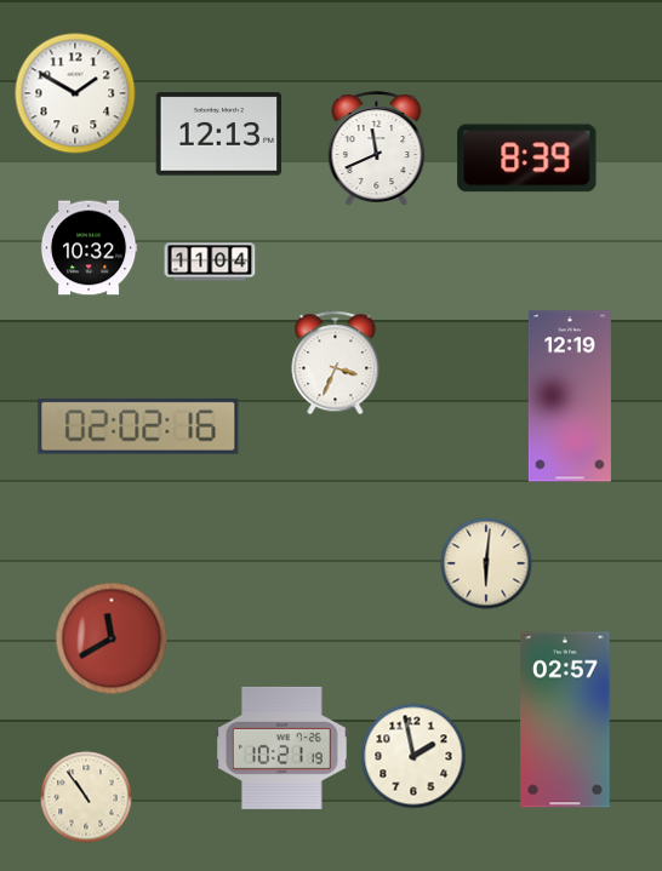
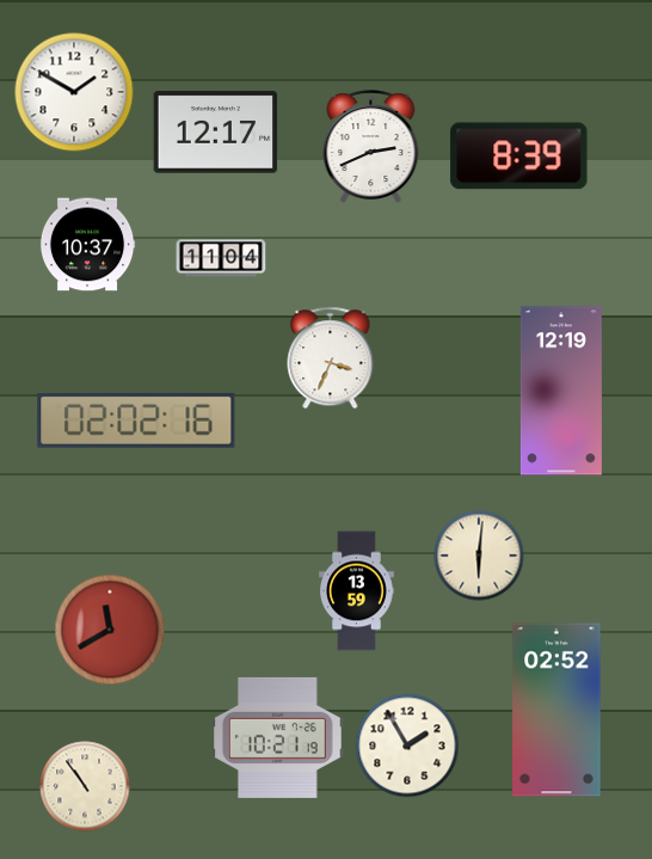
clock at (219, 134): 12:13 -> 12:17
clock at (377, 148): 11:41 -> 2:41
clock at (89, 248): 10:32 -> 10:37
clock at (210, 262) position: (210, 262) -> (221, 258)
clock at (357, 591): none -> 13:59
clock at (565, 720): 02:57 -> 02:52
clock at (413, 756): 1:58 -> 1:55
